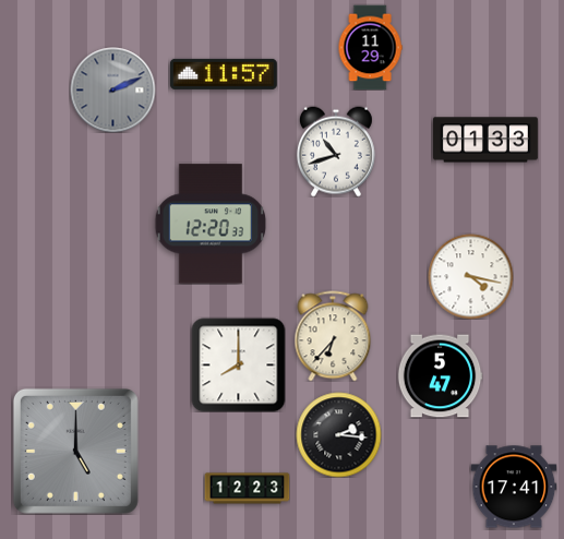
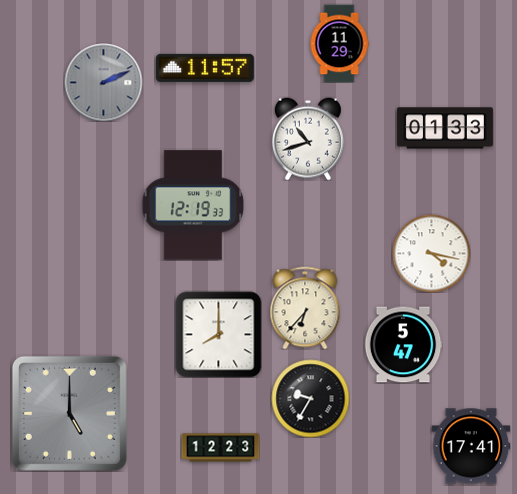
clock at (211, 224): 12:20 -> 12:19
clock at (338, 434): 2:16 -> 9:35
clock at (247, 489) position: (247, 489) -> (220, 448)
